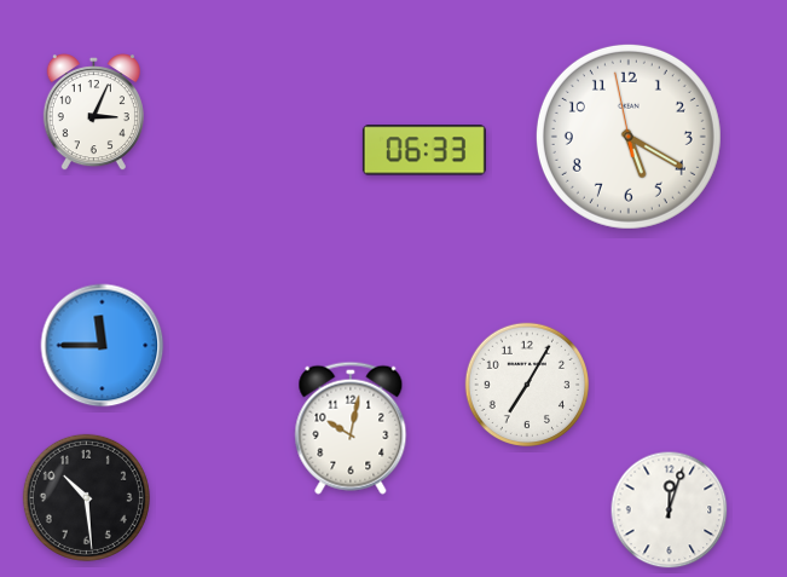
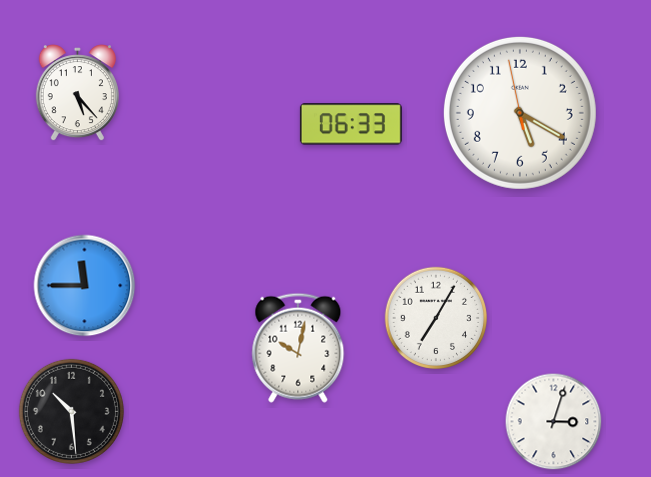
clock at (93, 112): 3:04 -> 5:23
clock at (351, 428) position: (351, 428) -> (298, 348)
clock at (670, 510): 12:03 -> 3:03
